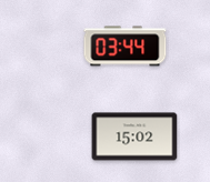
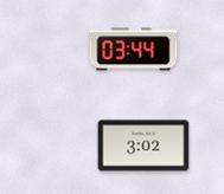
clock at (134, 136): 15:02 -> 3:02
